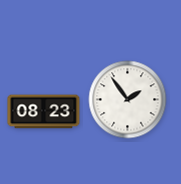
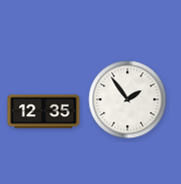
clock at (44, 112): 08:23 -> 12:35
